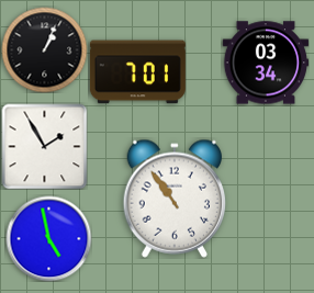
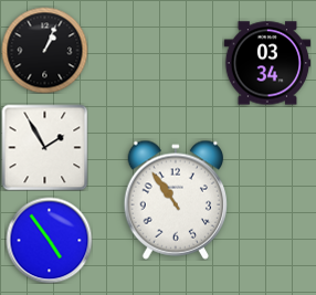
clock at (137, 72): 7:01 -> none
clock at (48, 238): 4:58 -> 4:54
